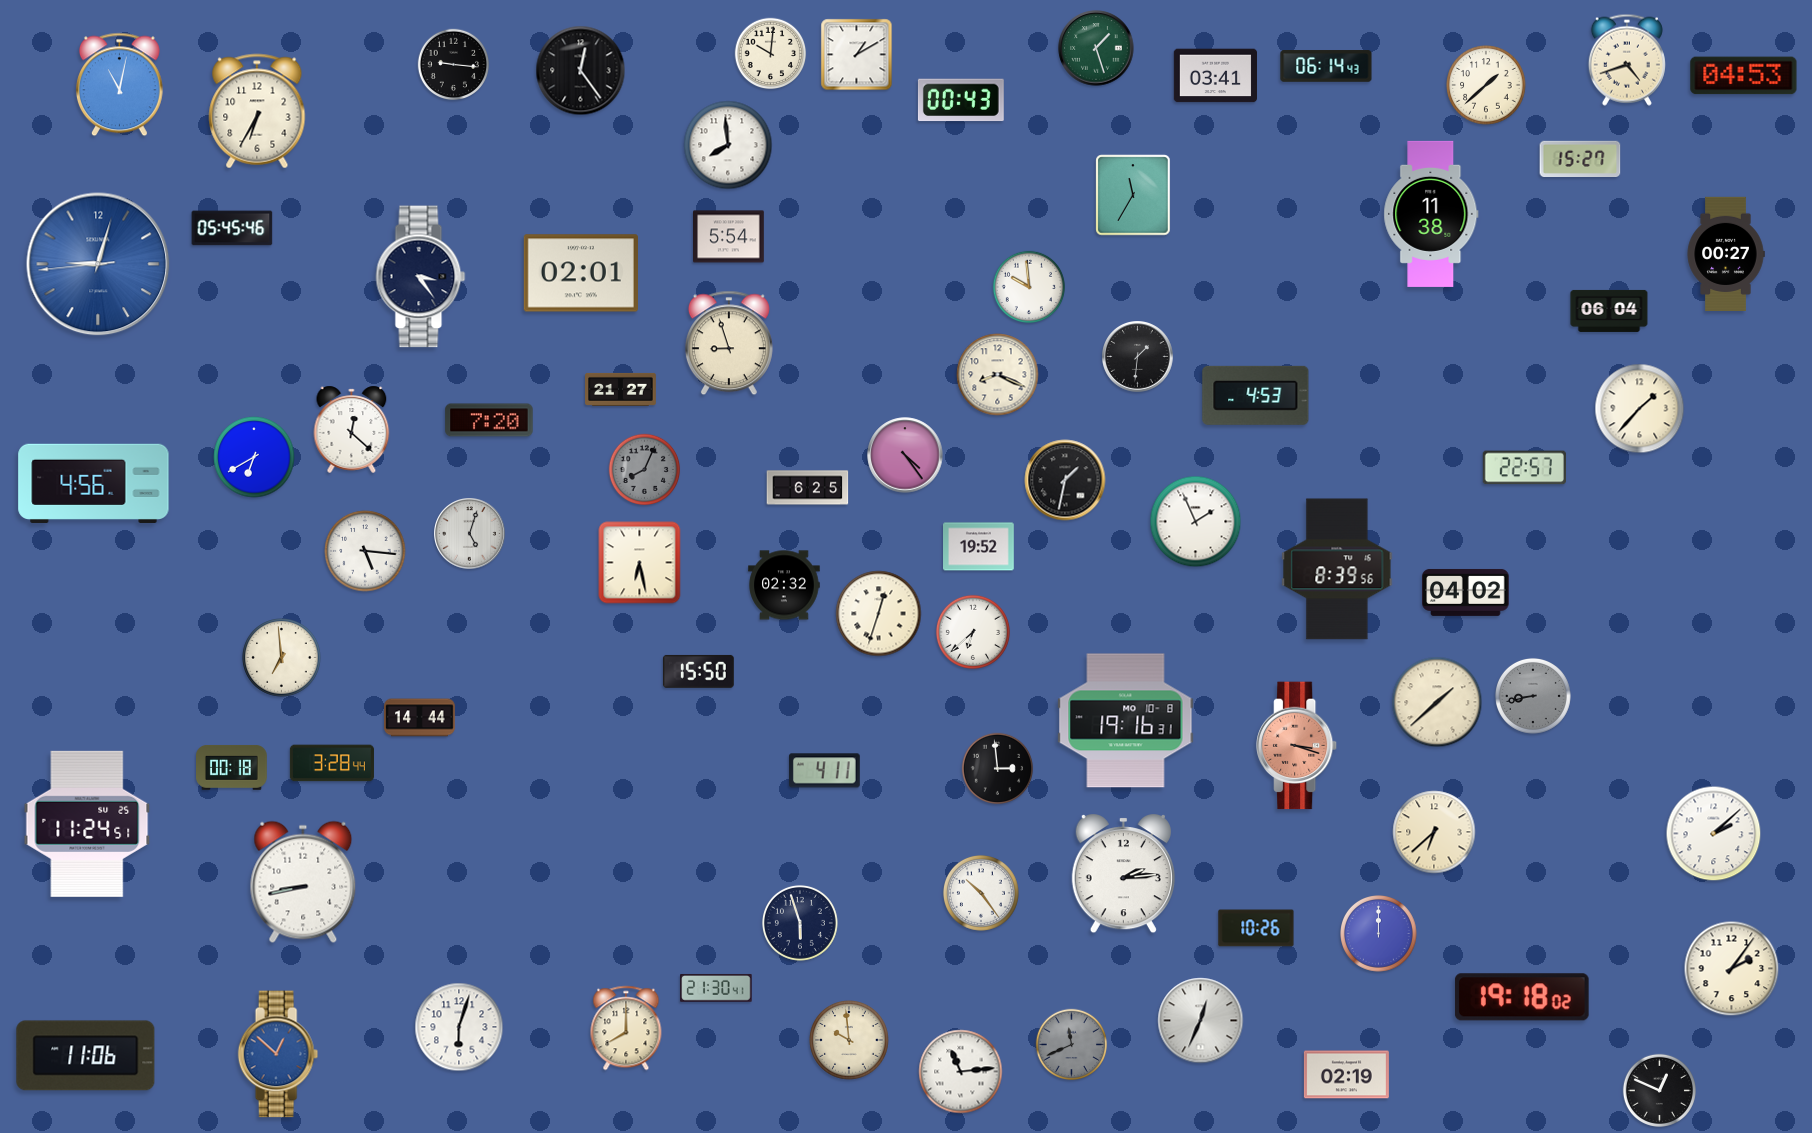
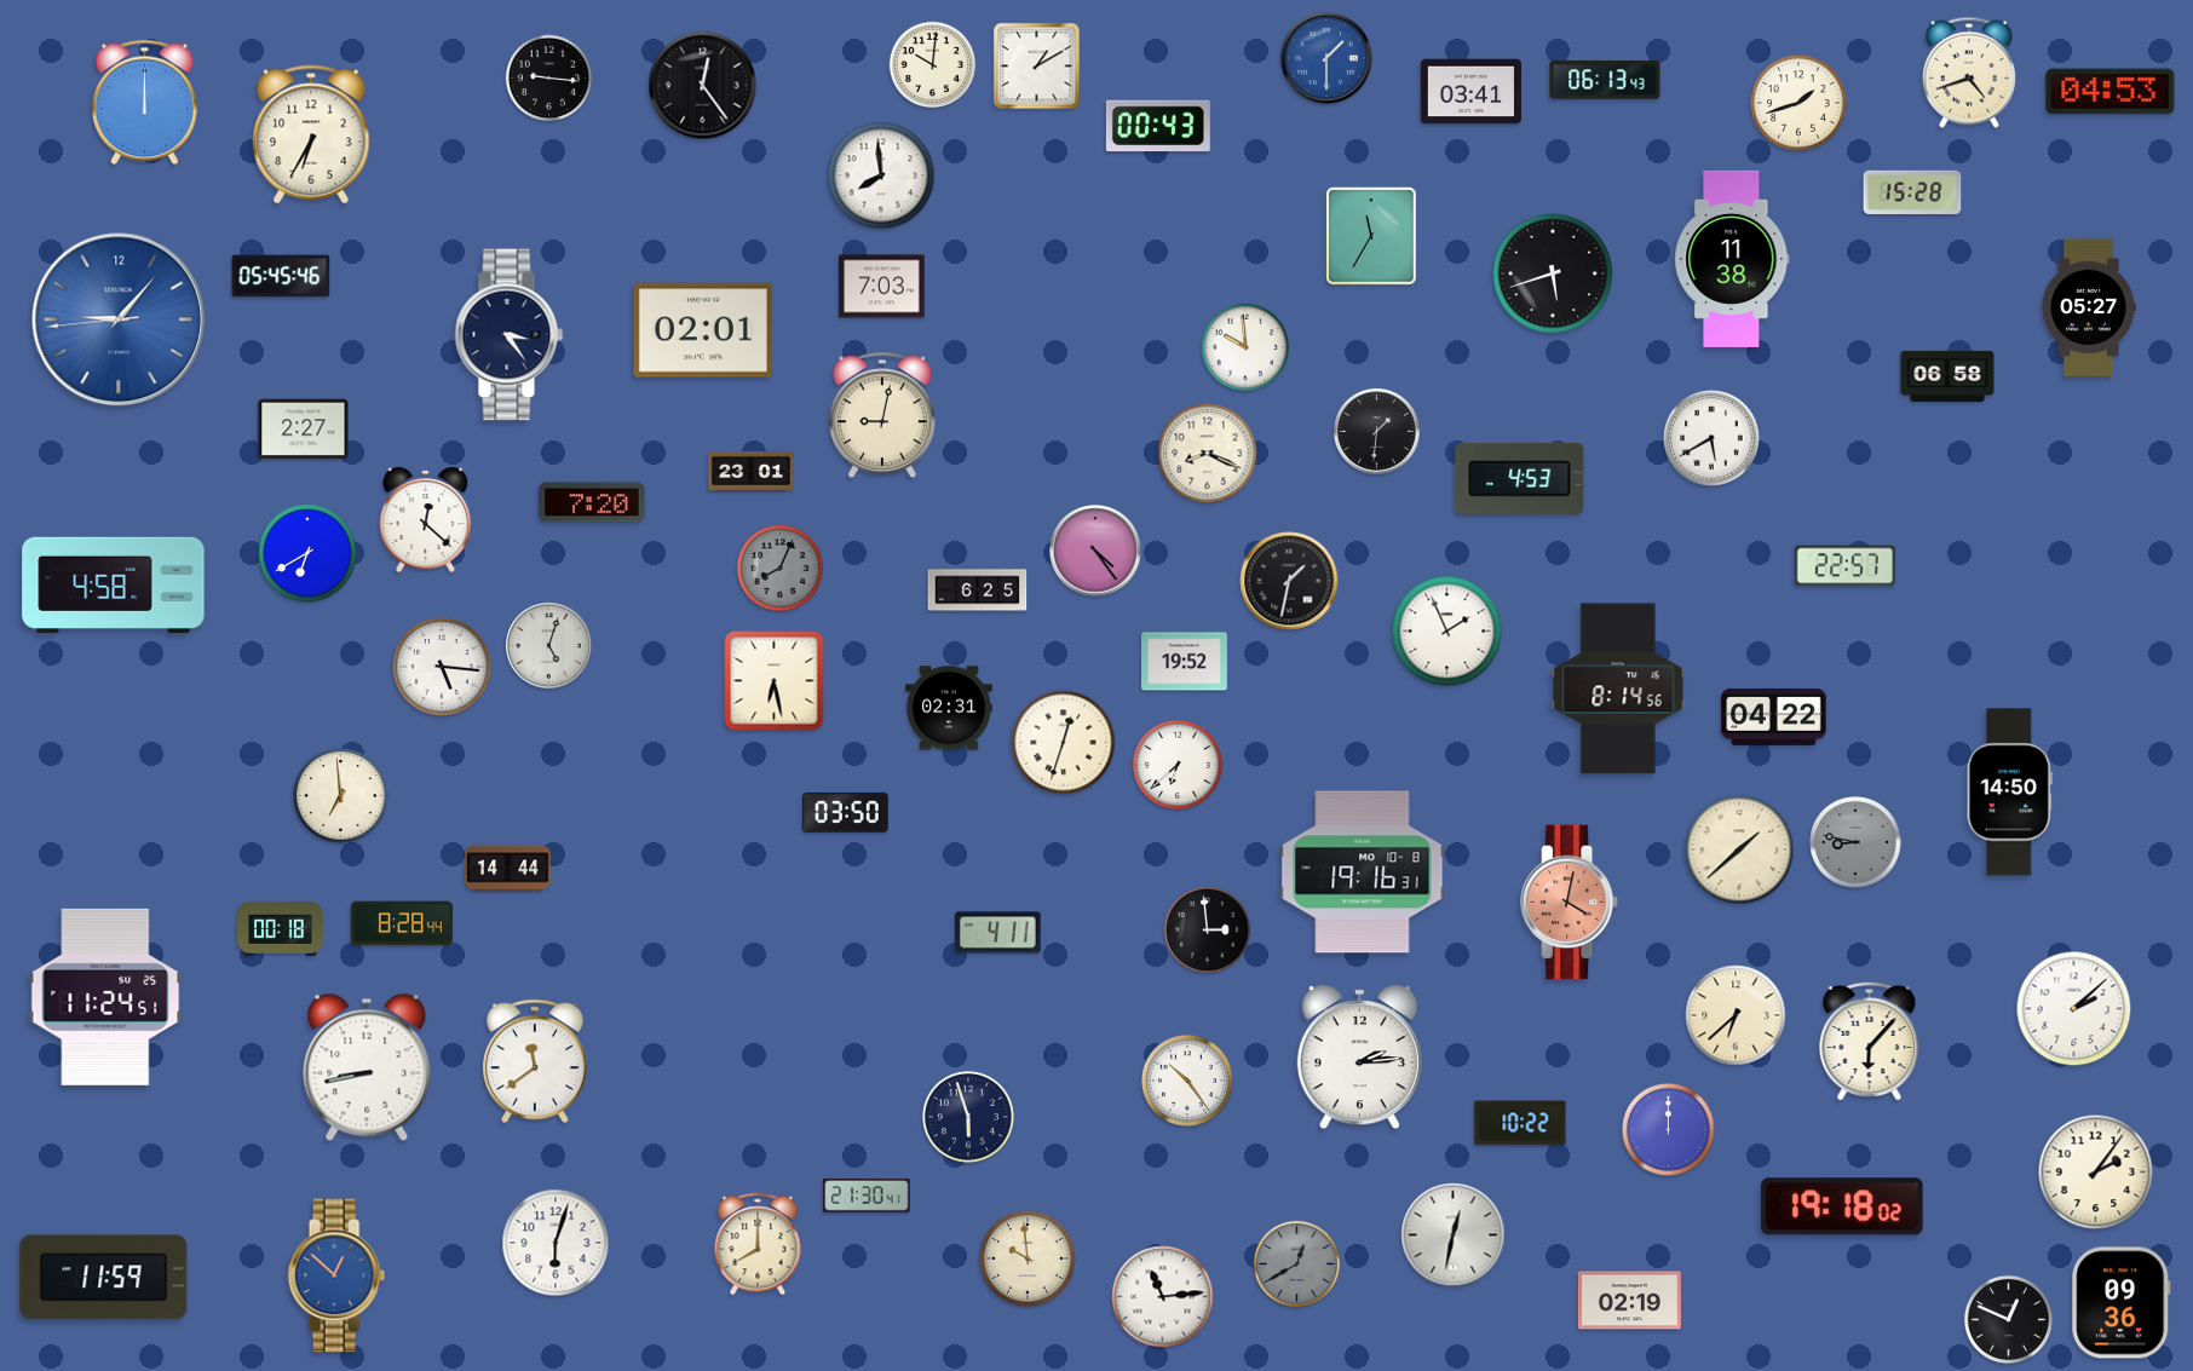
clock at (1096, 48): 1:27 -> 1:30
clock at (1096, 48) dial: green -> blue
clock at (1326, 66): 06:14 -> 06:13
clock at (119, 85): 11:02 -> 12:00
clock at (1486, 85): 1:38 -> 1:42
clock at (961, 100) position: (961, 100) -> (1158, 126)
clock at (1580, 158): 15:27 -> 15:28
clock at (1553, 273): none -> 5:42
clock at (729, 237): 5:54 -> 7:03
clock at (1726, 253): 00:27 -> 05:27
clock at (98, 264): 9:02 -> 9:06
clock at (1609, 311): 06:04 -> 06:58
clock at (729, 343): 8:57 -> 9:02
clock at (304, 430): none -> 2:27
clock at (1711, 438): none -> 5:40
clock at (621, 389): 21:27 -> 23:01
clock at (1640, 409): 1:37 -> none
clock at (489, 420) position: (489, 420) -> (592, 502)
clock at (94, 483): 4:56 -> 4:58
clock at (470, 534) position: (470, 534) -> (549, 646)
clock at (1337, 569): 8:39 -> 8:14
clock at (784, 585): 02:32 -> 02:31
clock at (1466, 592): 04:02 -> 04:22
clock at (2009, 793): none -> 14:50
clock at (698, 671): 15:50 -> 03:50
clock at (1533, 696): 8:43 -> 8:47
clock at (1298, 746): 3:18 -> 4:02
clock at (332, 763): 3:28 -> 8:28
clock at (1434, 832) position: (1434, 832) -> (1736, 1015)
clock at (1870, 1041): none -> 6:07
clock at (536, 1061): none -> 11:39
clock at (1256, 928): 10:26 -> 10:22
clock at (1201, 1021): 12:34 -> 12:32
clock at (1072, 1045): 11:41 -> 12:40
clock at (86, 1056): 11:06 -> 11:59
clock at (2122, 1303): none -> 09:36
